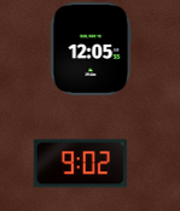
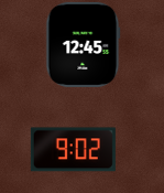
clock at (92, 48): 12:05 -> 12:45
